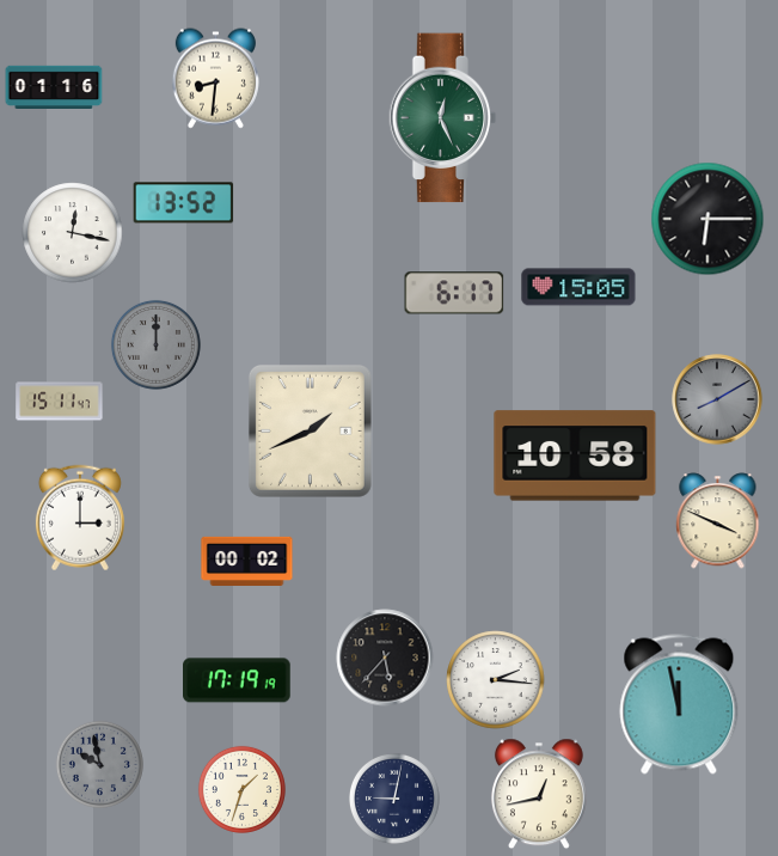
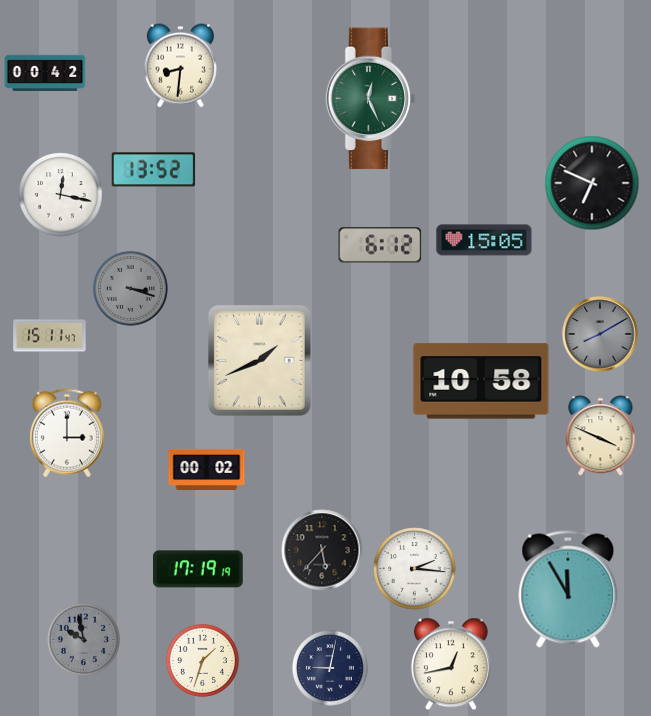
clock at (54, 86): 01:16 -> 00:42
clock at (707, 219): 6:15 -> 6:49
clock at (454, 293): 6:17 -> 6:12
clock at (155, 344): 12:00 -> 3:18
clock at (679, 704): 11:58 -> 11:55
